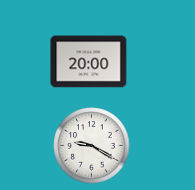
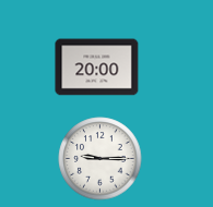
clock at (92, 146): 9:20 -> 9:15
